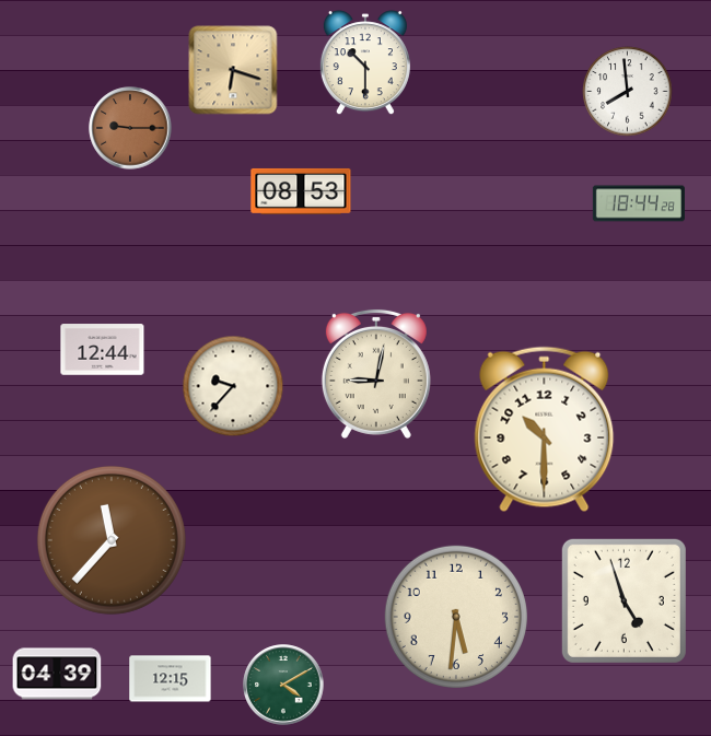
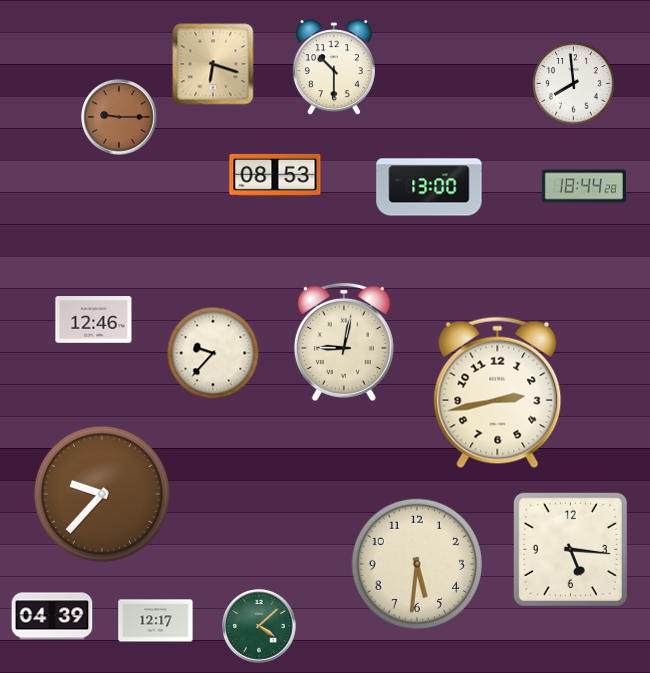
clock at (365, 63) position: (365, 63) -> (334, 68)
clock at (429, 187): none -> 13:00
clock at (103, 350): 12:44 -> 12:46
clock at (545, 430): 10:30 -> 2:43
clock at (112, 540): 11:37 -> 9:37
clock at (623, 600): 4:57 -> 5:16
clock at (171, 679): 12:15 -> 12:17
clock at (283, 685): 4:10 -> 4:08
